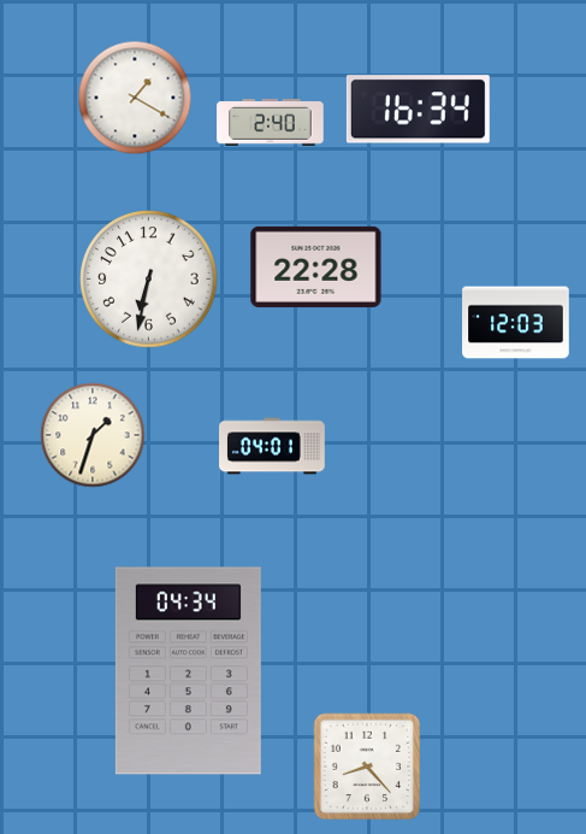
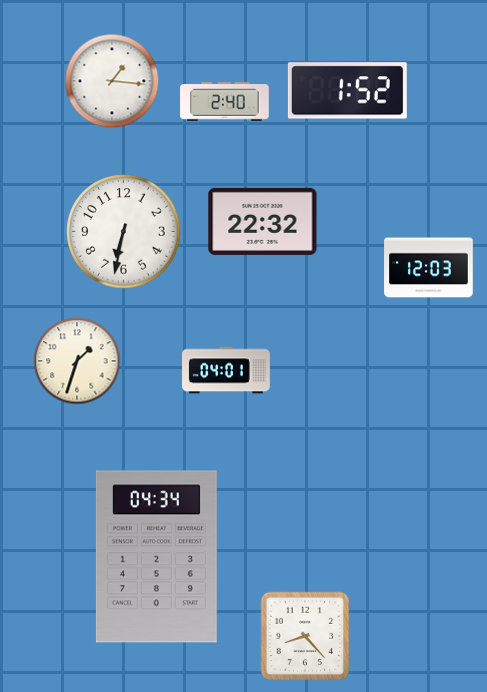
clock at (135, 98): 1:20 -> 1:16
clock at (418, 110): 16:34 -> 1:52
clock at (316, 266): 22:28 -> 22:32
